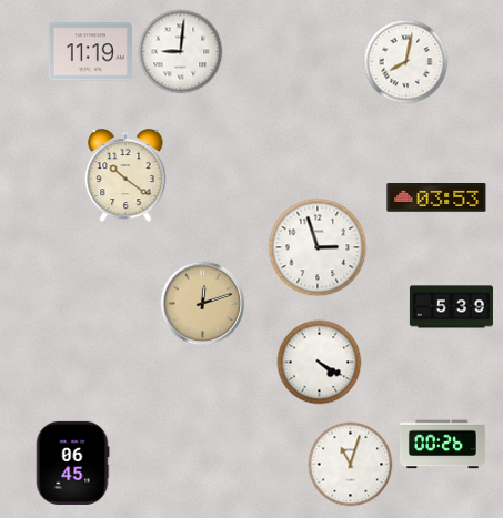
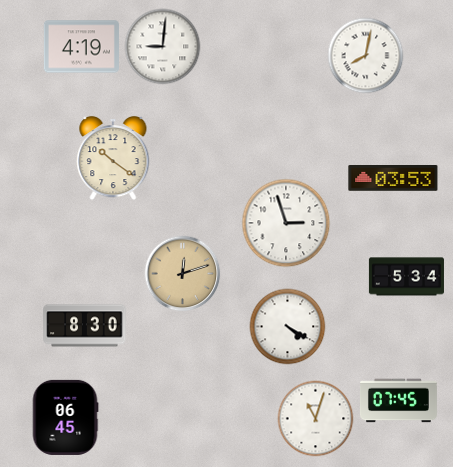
clock at (90, 52): 11:19 -> 4:19
clock at (451, 307): 5:39 -> 5:34
clock at (85, 326): none -> 8:30
clock at (442, 445): 00:26 -> 07:45
